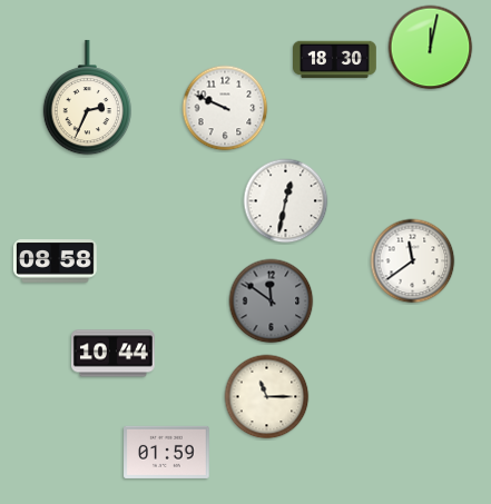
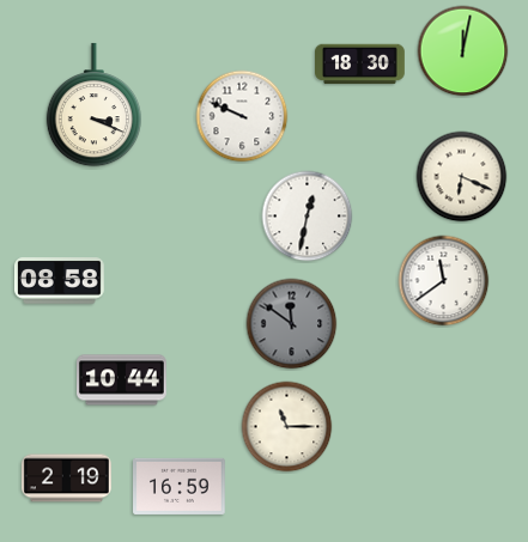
clock at (88, 98): 2:34 -> 3:19
clock at (462, 177): none -> 6:19
clock at (67, 479): none -> 2:19
clock at (167, 452): 01:59 -> 16:59
